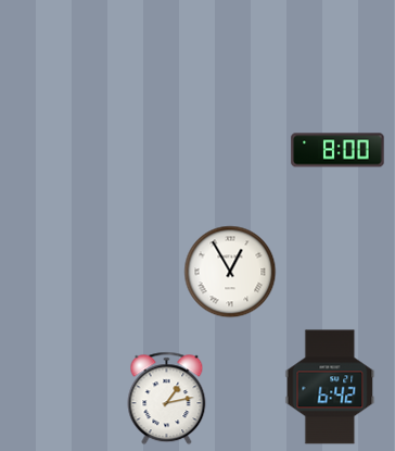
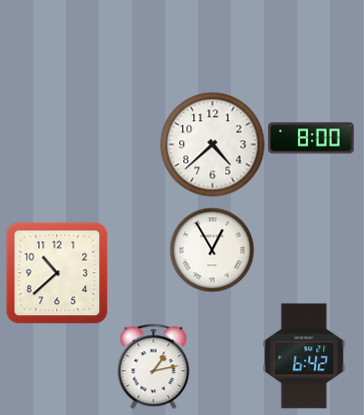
clock at (213, 145): none -> 4:38
clock at (57, 273): none -> 10:38
